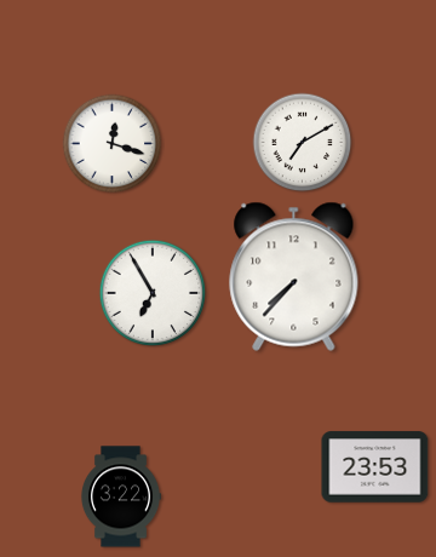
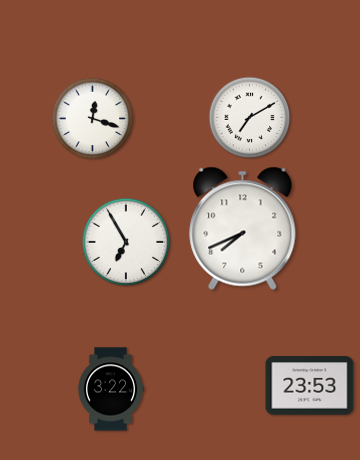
clock at (294, 276): 7:37 -> 7:41
clock at (121, 496) position: (121, 496) -> (111, 389)
